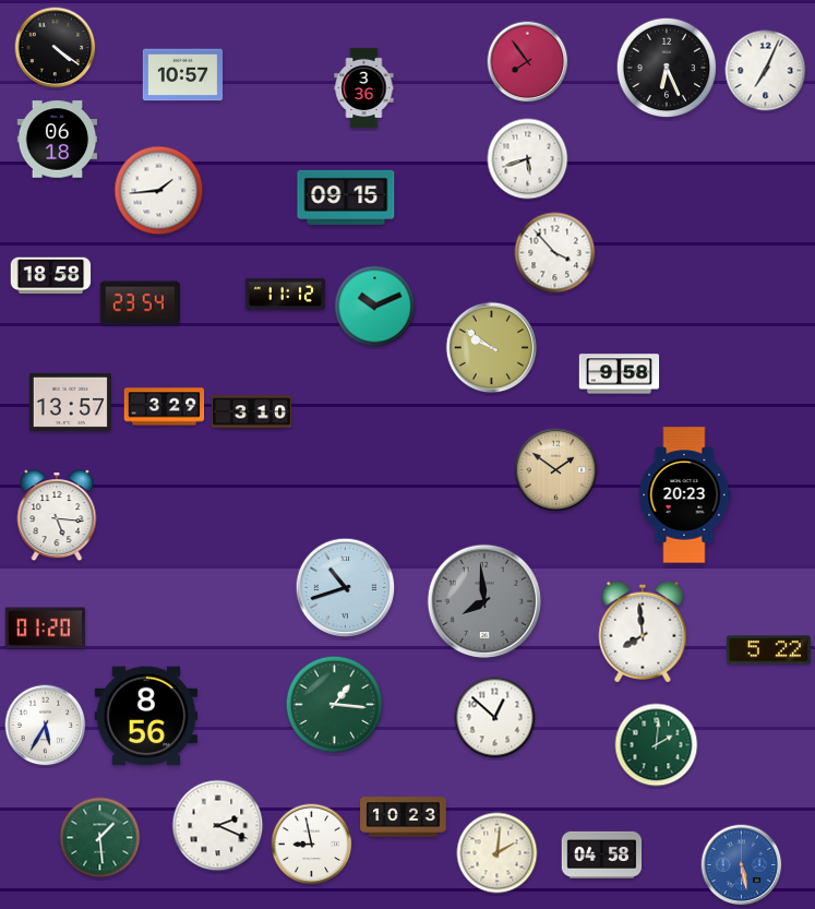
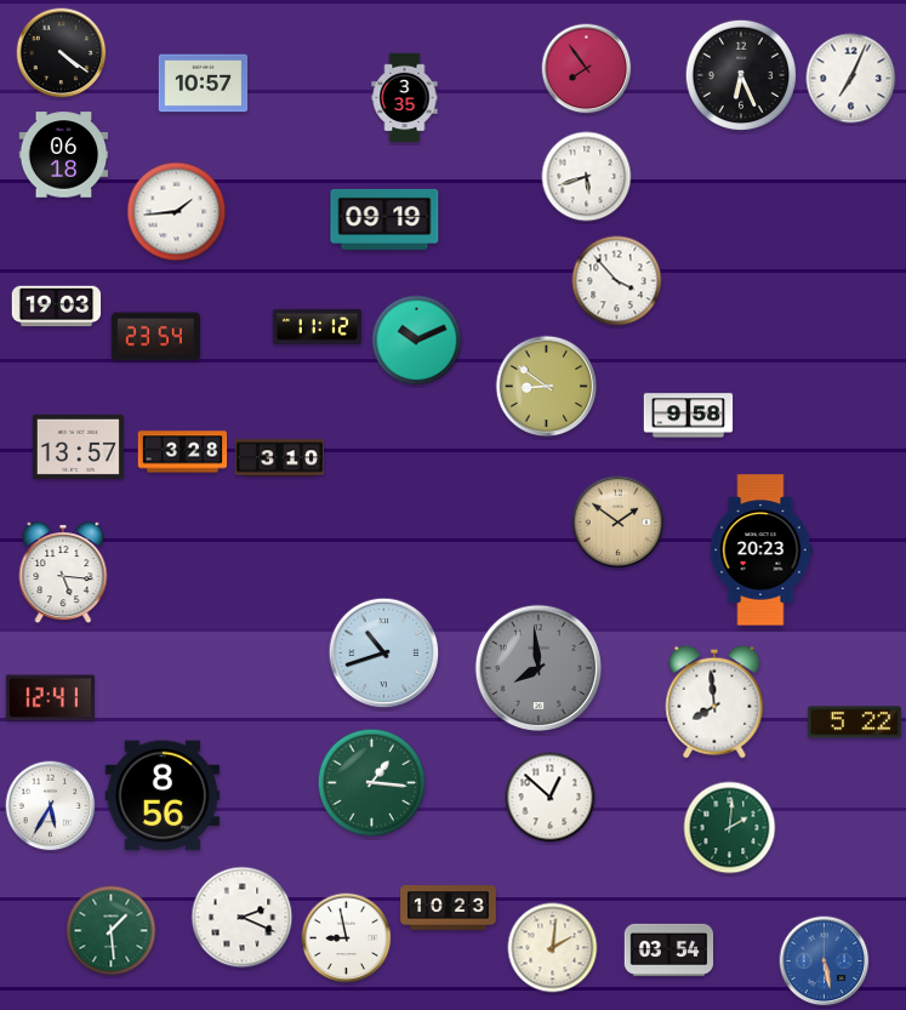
clock at (364, 88): 3:36 -> 3:35
clock at (346, 198): 09:15 -> 09:19
clock at (51, 276): 18:58 -> 19:03
clock at (492, 348): 9:51 -> 8:51
clock at (165, 407): 3:29 -> 3:28
clock at (46, 629): 01:20 -> 12:41
clock at (602, 854): 04:58 -> 03:54
